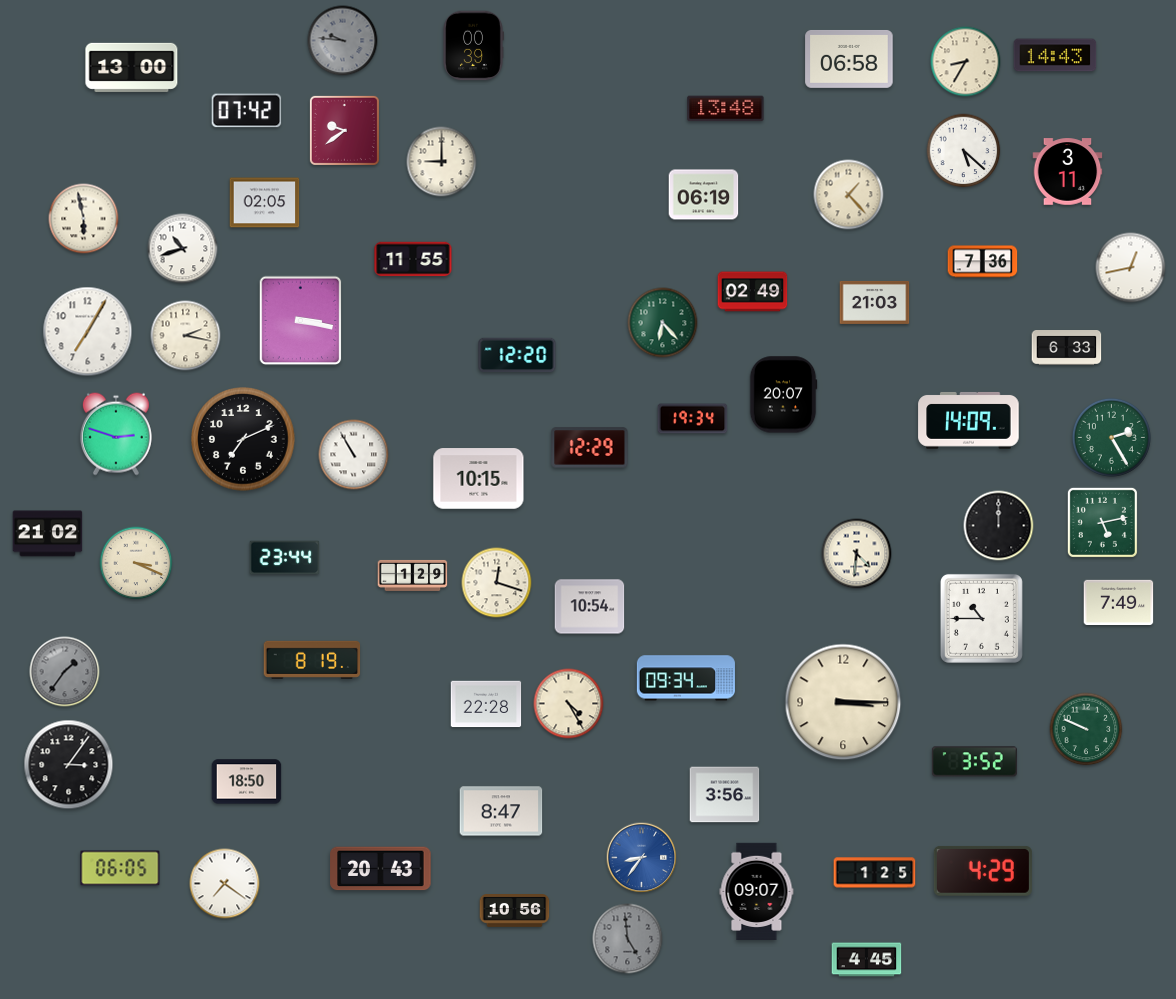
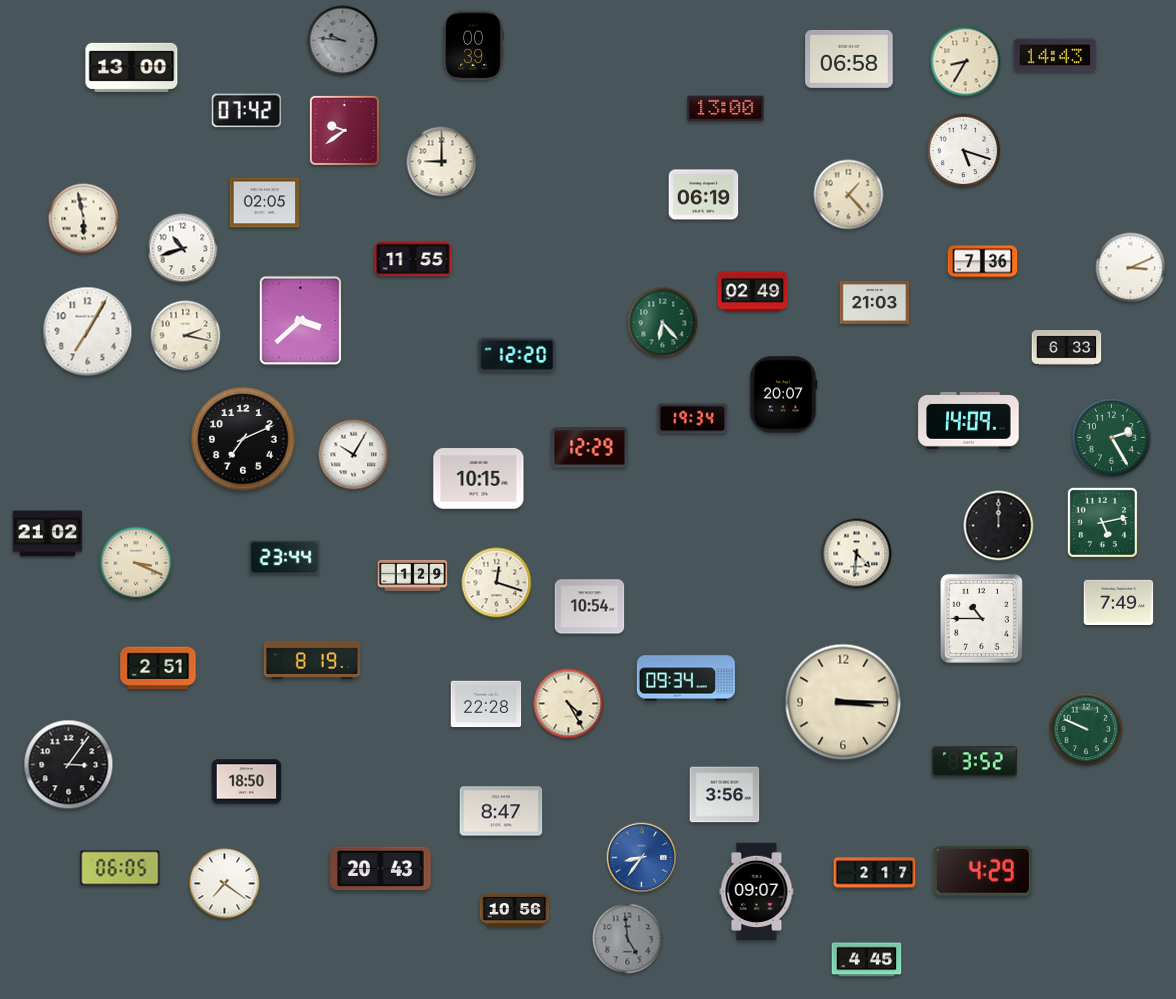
clock at (726, 109): 13:48 -> 13:00
clock at (964, 151): 5:22 -> 5:18
clock at (1068, 172): 3:11 -> none
clock at (1131, 268): 12:43 -> 3:11
clock at (301, 321): 3:17 -> 3:38
clock at (116, 434): 2:48 -> none
clock at (354, 455): 10:55 -> 10:05
clock at (158, 668): none -> 2:51
clock at (65, 672): 1:36 -> none
clock at (875, 873): 1:25 -> 2:17
